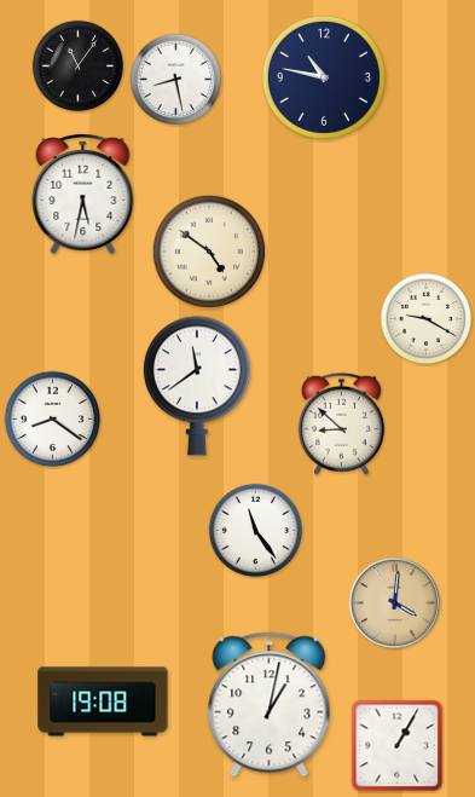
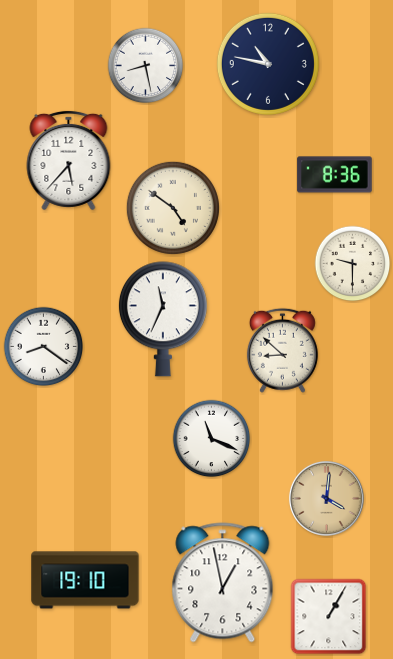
clock at (79, 67): 11:06 -> none
clock at (83, 194): 5:32 -> 5:37
clock at (335, 175): none -> 8:36
clock at (427, 319): 9:20 -> 9:30
clock at (197, 386): 11:39 -> 11:34
clock at (256, 531): 11:24 -> 11:19
clock at (103, 701): 19:08 -> 19:10
clock at (270, 705): 1:02 -> 12:58
